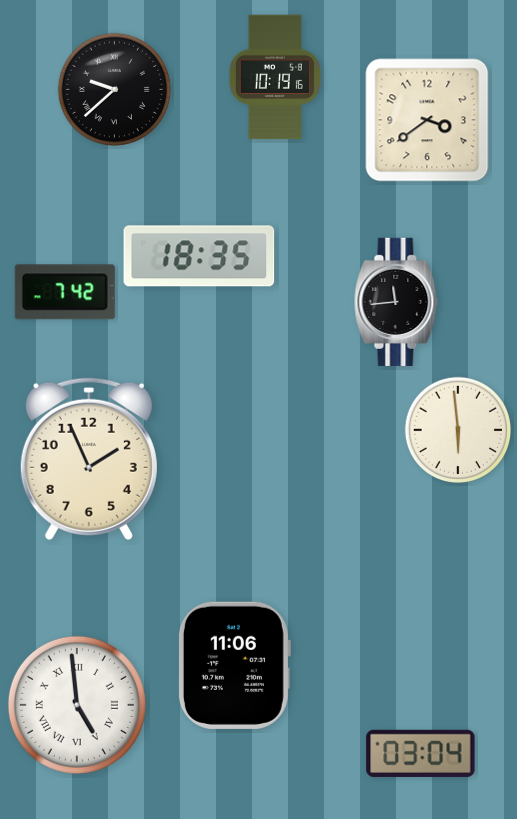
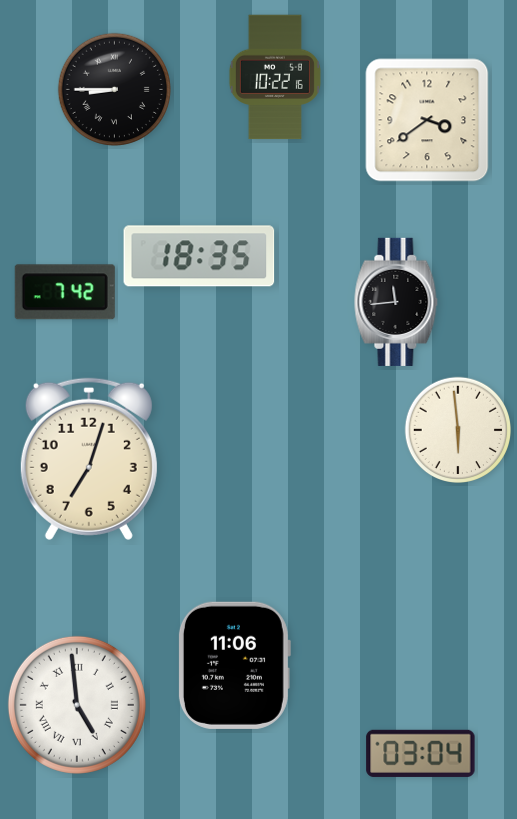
clock at (275, 77): 10:19 -> 10:22
clock at (114, 89): 9:38 -> 8:45
clock at (89, 459): 1:56 -> 7:03
